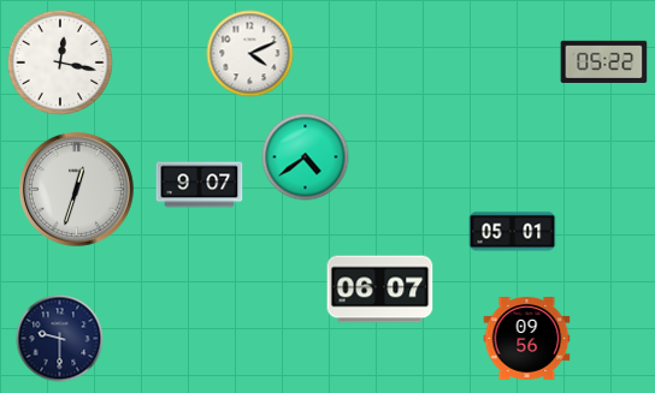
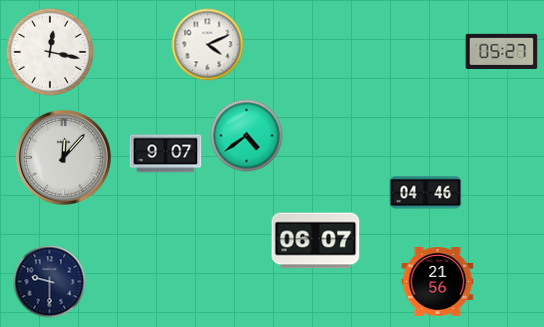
clock at (604, 61): 05:22 -> 05:27
clock at (306, 157) position: (306, 157) -> (247, 136)
clock at (77, 190): 12:33 -> 12:07
clock at (513, 232): 05:01 -> 04:46
clock at (527, 339): 09:56 -> 21:56
